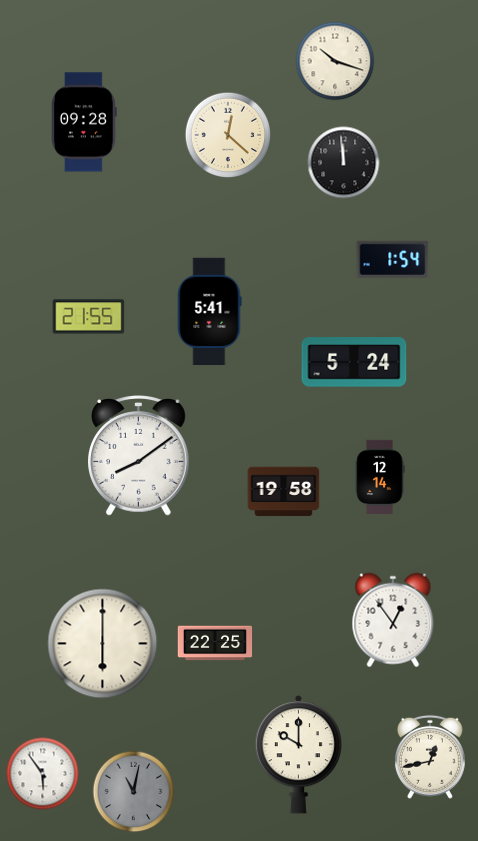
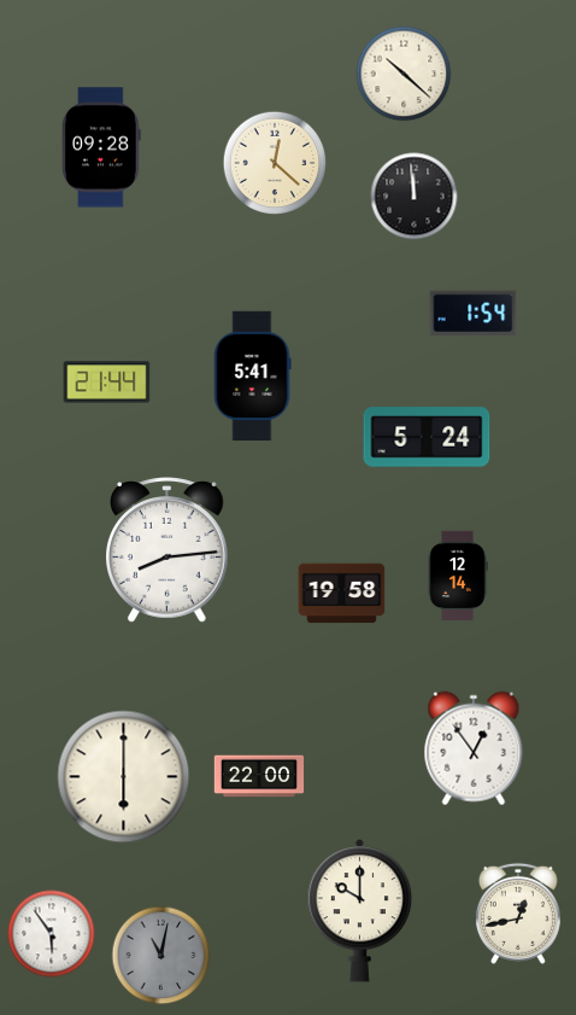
clock at (335, 61): 10:18 -> 10:22
clock at (89, 317): 21:55 -> 21:44
clock at (139, 456): 8:09 -> 8:14
clock at (215, 643): 22:25 -> 22:00
